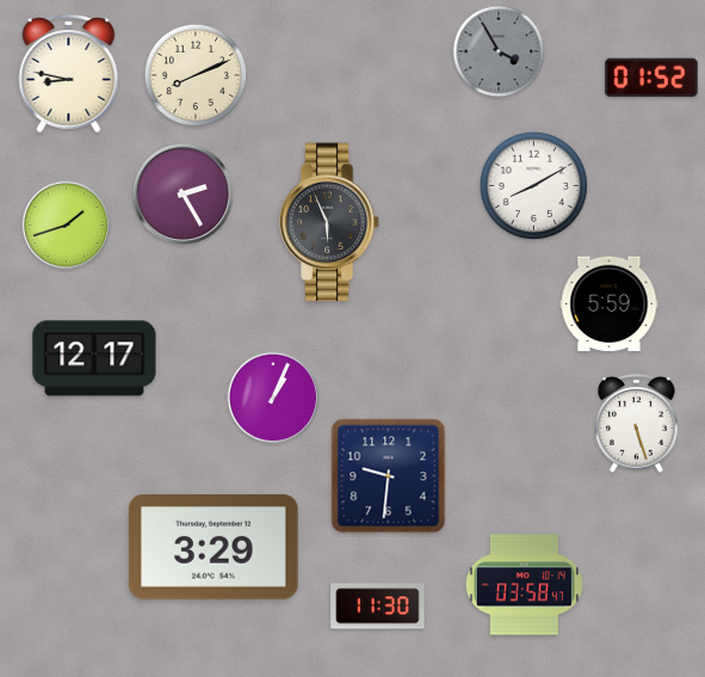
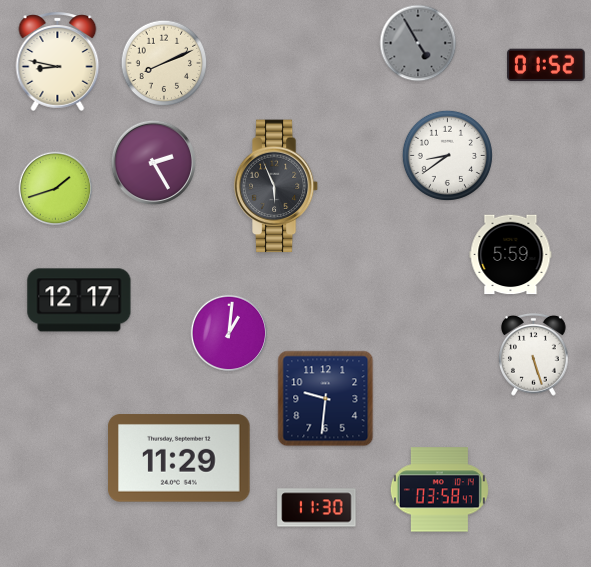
clock at (499, 51): 3:55 -> 4:55
clock at (533, 185): 8:10 -> 8:39
clock at (273, 398): 1:04 -> 1:01
clock at (214, 547): 3:29 -> 11:29
